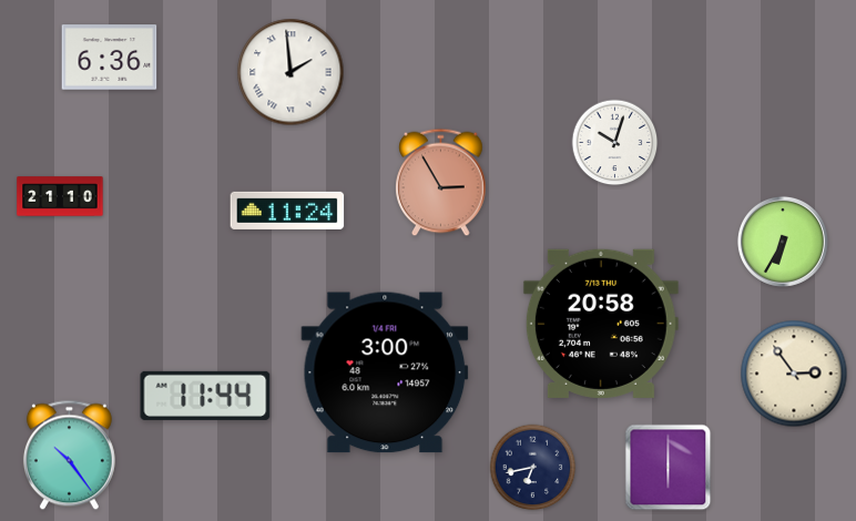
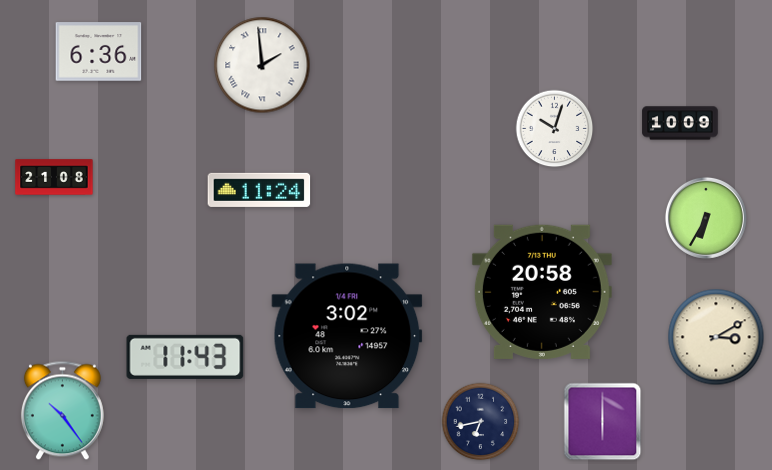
clock at (680, 123): none -> 10:09
clock at (441, 183): 2:55 -> none
clock at (60, 196): 21:10 -> 21:08
clock at (385, 372): 3:00 -> 3:02
clock at (794, 374): 2:54 -> 3:10
clock at (205, 396): 11:44 -> 11:43
